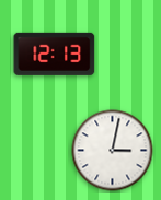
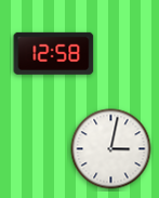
clock at (55, 54): 12:13 -> 12:58
